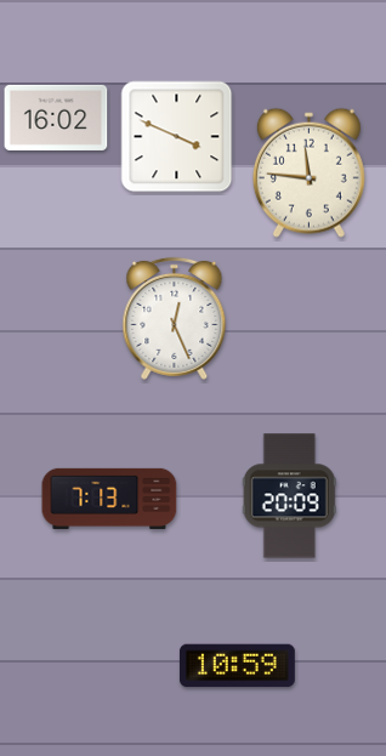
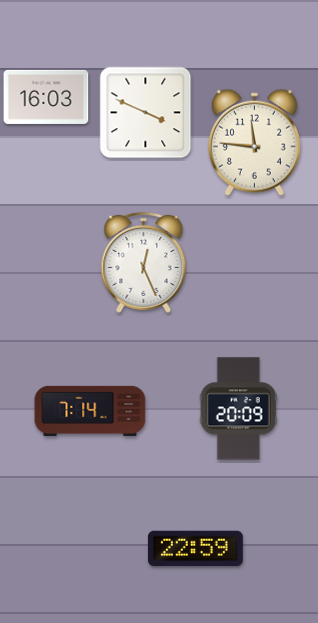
clock at (56, 118): 16:02 -> 16:03
clock at (109, 499): 7:13 -> 7:14
clock at (237, 666): 10:59 -> 22:59
